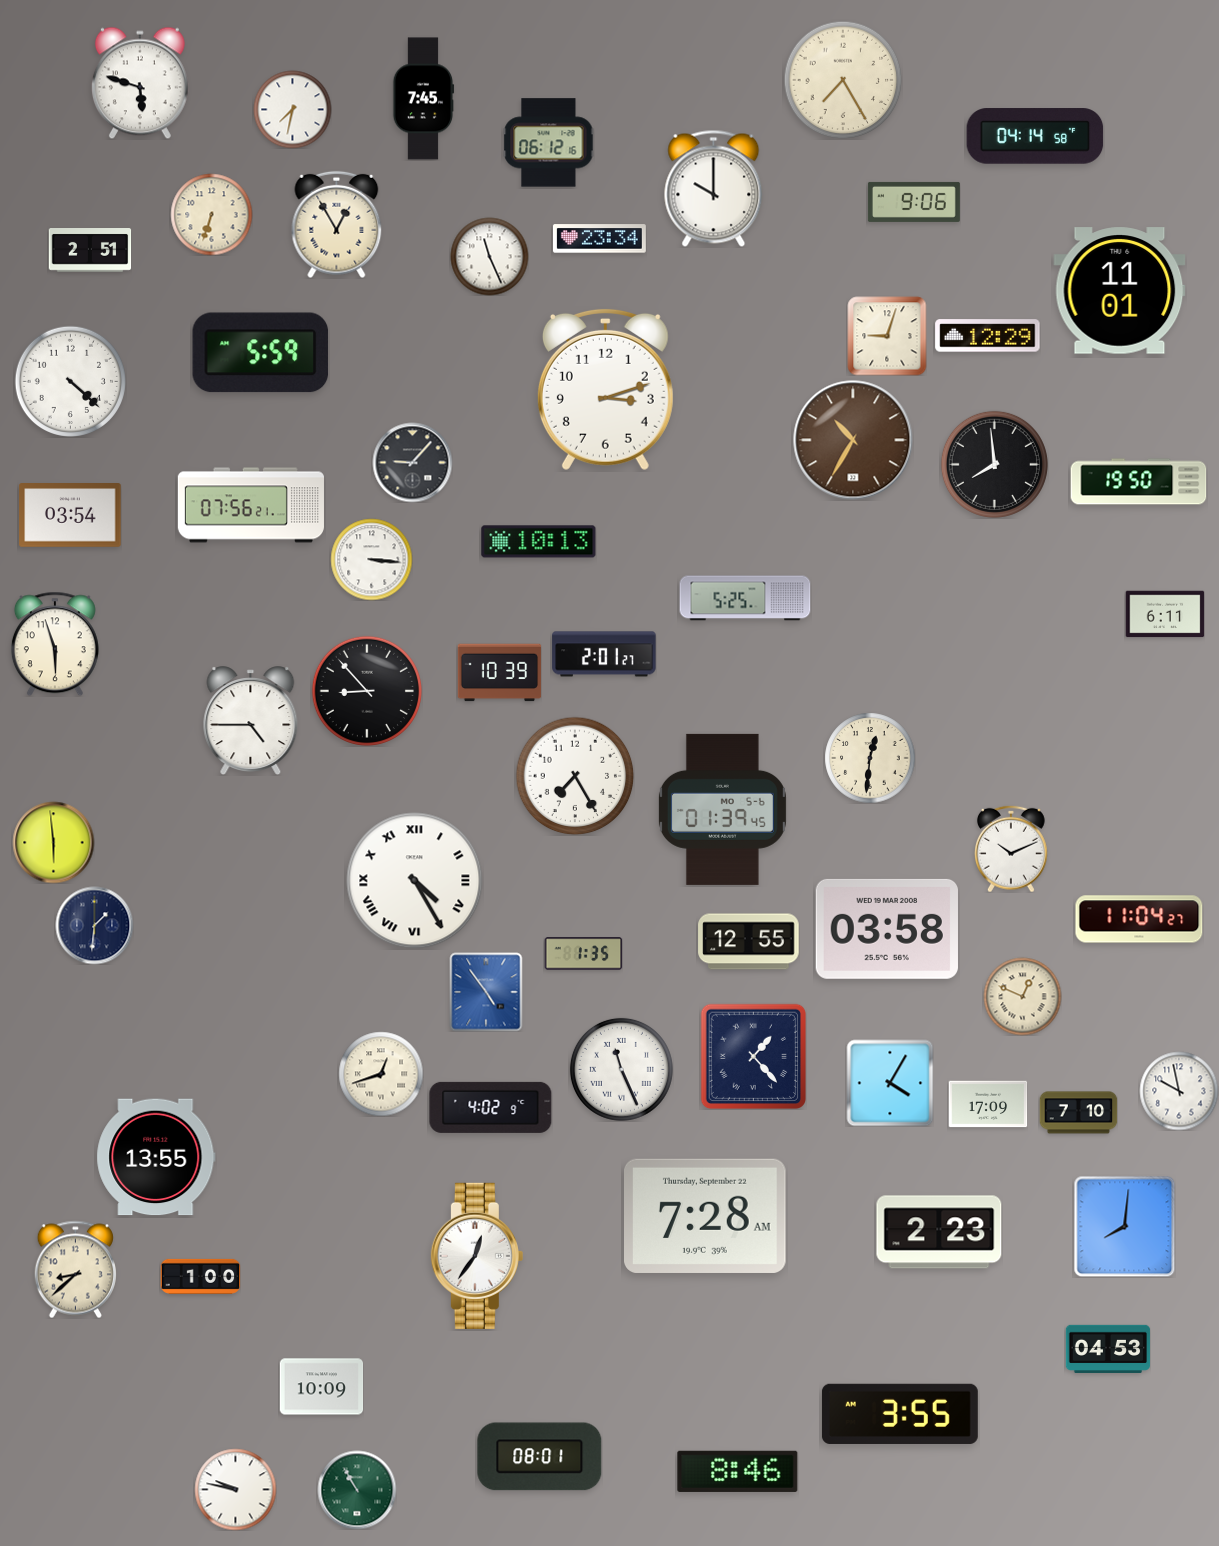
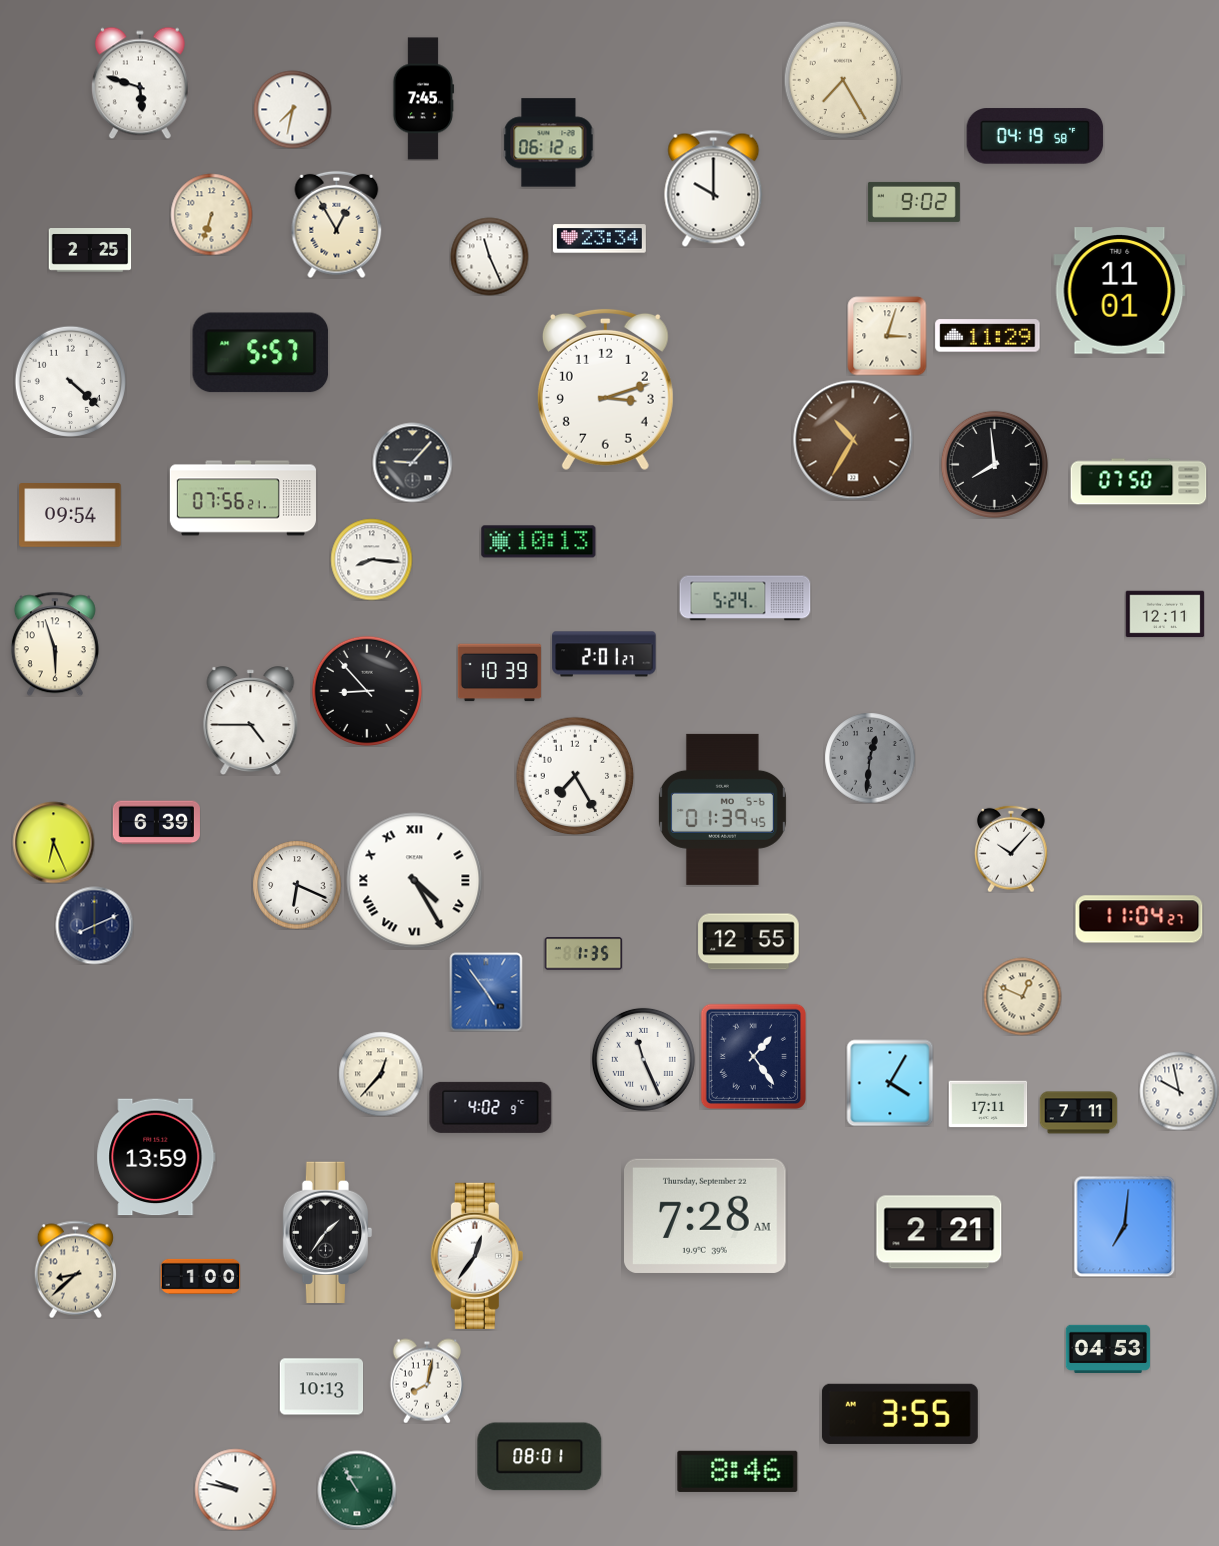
clock at (1035, 136): 04:14 -> 04:19
clock at (914, 202): 9:06 -> 9:02
clock at (90, 251): 2:51 -> 2:25
clock at (887, 336): 9:03 -> 3:03
clock at (988, 336): 12:29 -> 11:29
clock at (261, 353): 5:59 -> 5:57
clock at (1139, 482): 19:50 -> 07:50
clock at (251, 505) position: (251, 505) -> (243, 498)
clock at (70, 516): 03:54 -> 09:54
clock at (371, 559): 3:16 -> 8:16
clock at (745, 598): 5:25 -> 5:24
clock at (1165, 614): 6:11 -> 12:11
clock at (870, 758) dial: cream -> grey
clock at (156, 823): none -> 6:39
clock at (53, 842): 5:59 -> 6:26
clock at (1012, 849): 10:11 -> 10:07
clock at (297, 885): none -> 6:19
clock at (94, 925): 1:31 -> 8:11
clock at (887, 929): 03:58 -> none
clock at (753, 1056): 1:23 -> 1:24
clock at (621, 1069) position: (621, 1069) -> (643, 1059)
clock at (381, 1074): 12:42 -> 12:37
clock at (988, 1104): 17:09 -> 17:11
clock at (1078, 1113): 7:10 -> 7:11
clock at (156, 1157): 13:55 -> 13:59
clock at (1124, 1226): 8:01 -> 7:01
clock at (939, 1232): 2:23 -> 2:21
clock at (328, 1233): none -> 1:36
clock at (427, 1381): none -> 8:02
clock at (321, 1387): 10:09 -> 10:13
